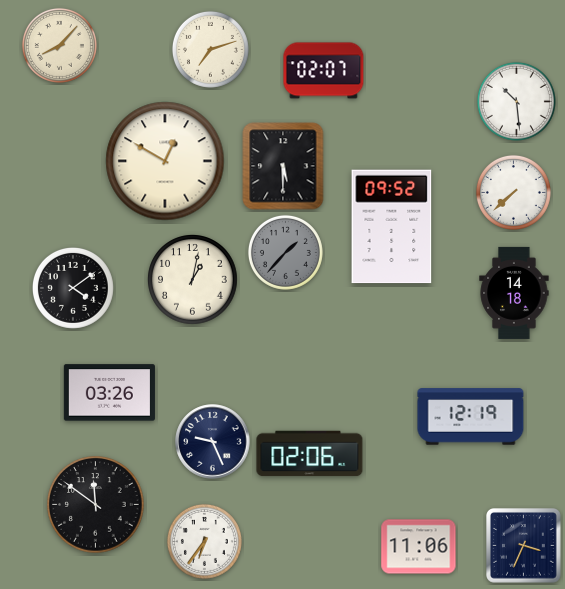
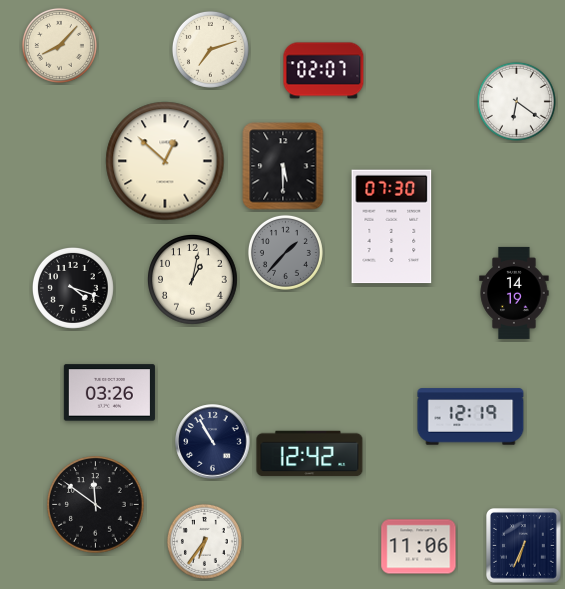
clock at (516, 101): 10:29 -> 6:21
clock at (165, 161): 12:50 -> 12:52
clock at (513, 192): 7:38 -> none
clock at (392, 227): 09:52 -> 07:30
clock at (73, 288): 4:09 -> 4:18
clock at (514, 293): 14:18 -> 14:19
clock at (213, 442): 9:26 -> 10:55
clock at (310, 454): 02:06 -> 12:42
clock at (524, 546): 3:34 -> 6:34
